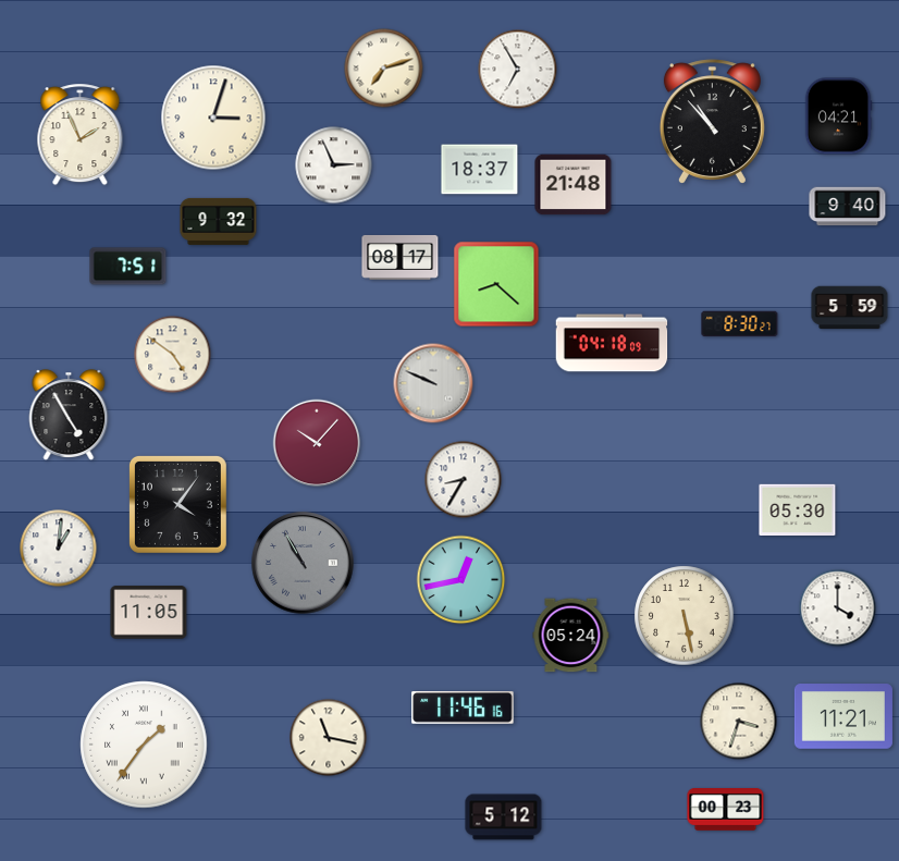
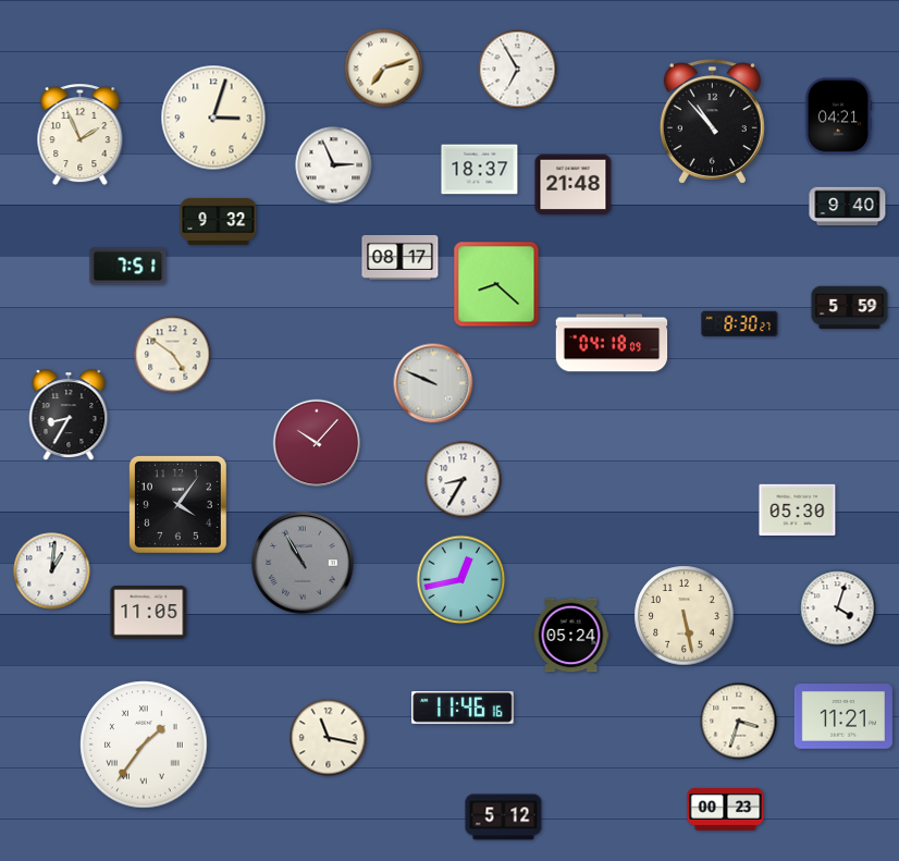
clock at (69, 415): 4:55 -> 8:35
clock at (59, 549) position: (59, 549) -> (52, 571)
clock at (838, 608): 4:00 -> 4:03
